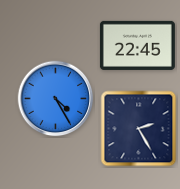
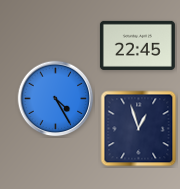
clock at (139, 129): 2:25 -> 12:57
